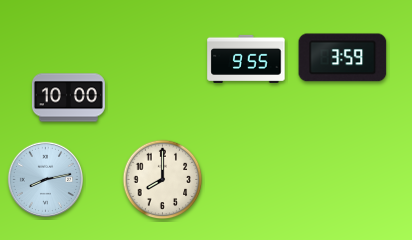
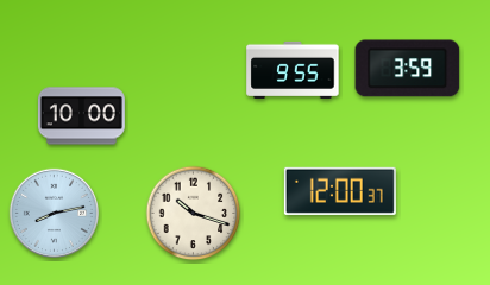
clock at (340, 191): none -> 12:00
clock at (163, 180): 8:00 -> 10:18
